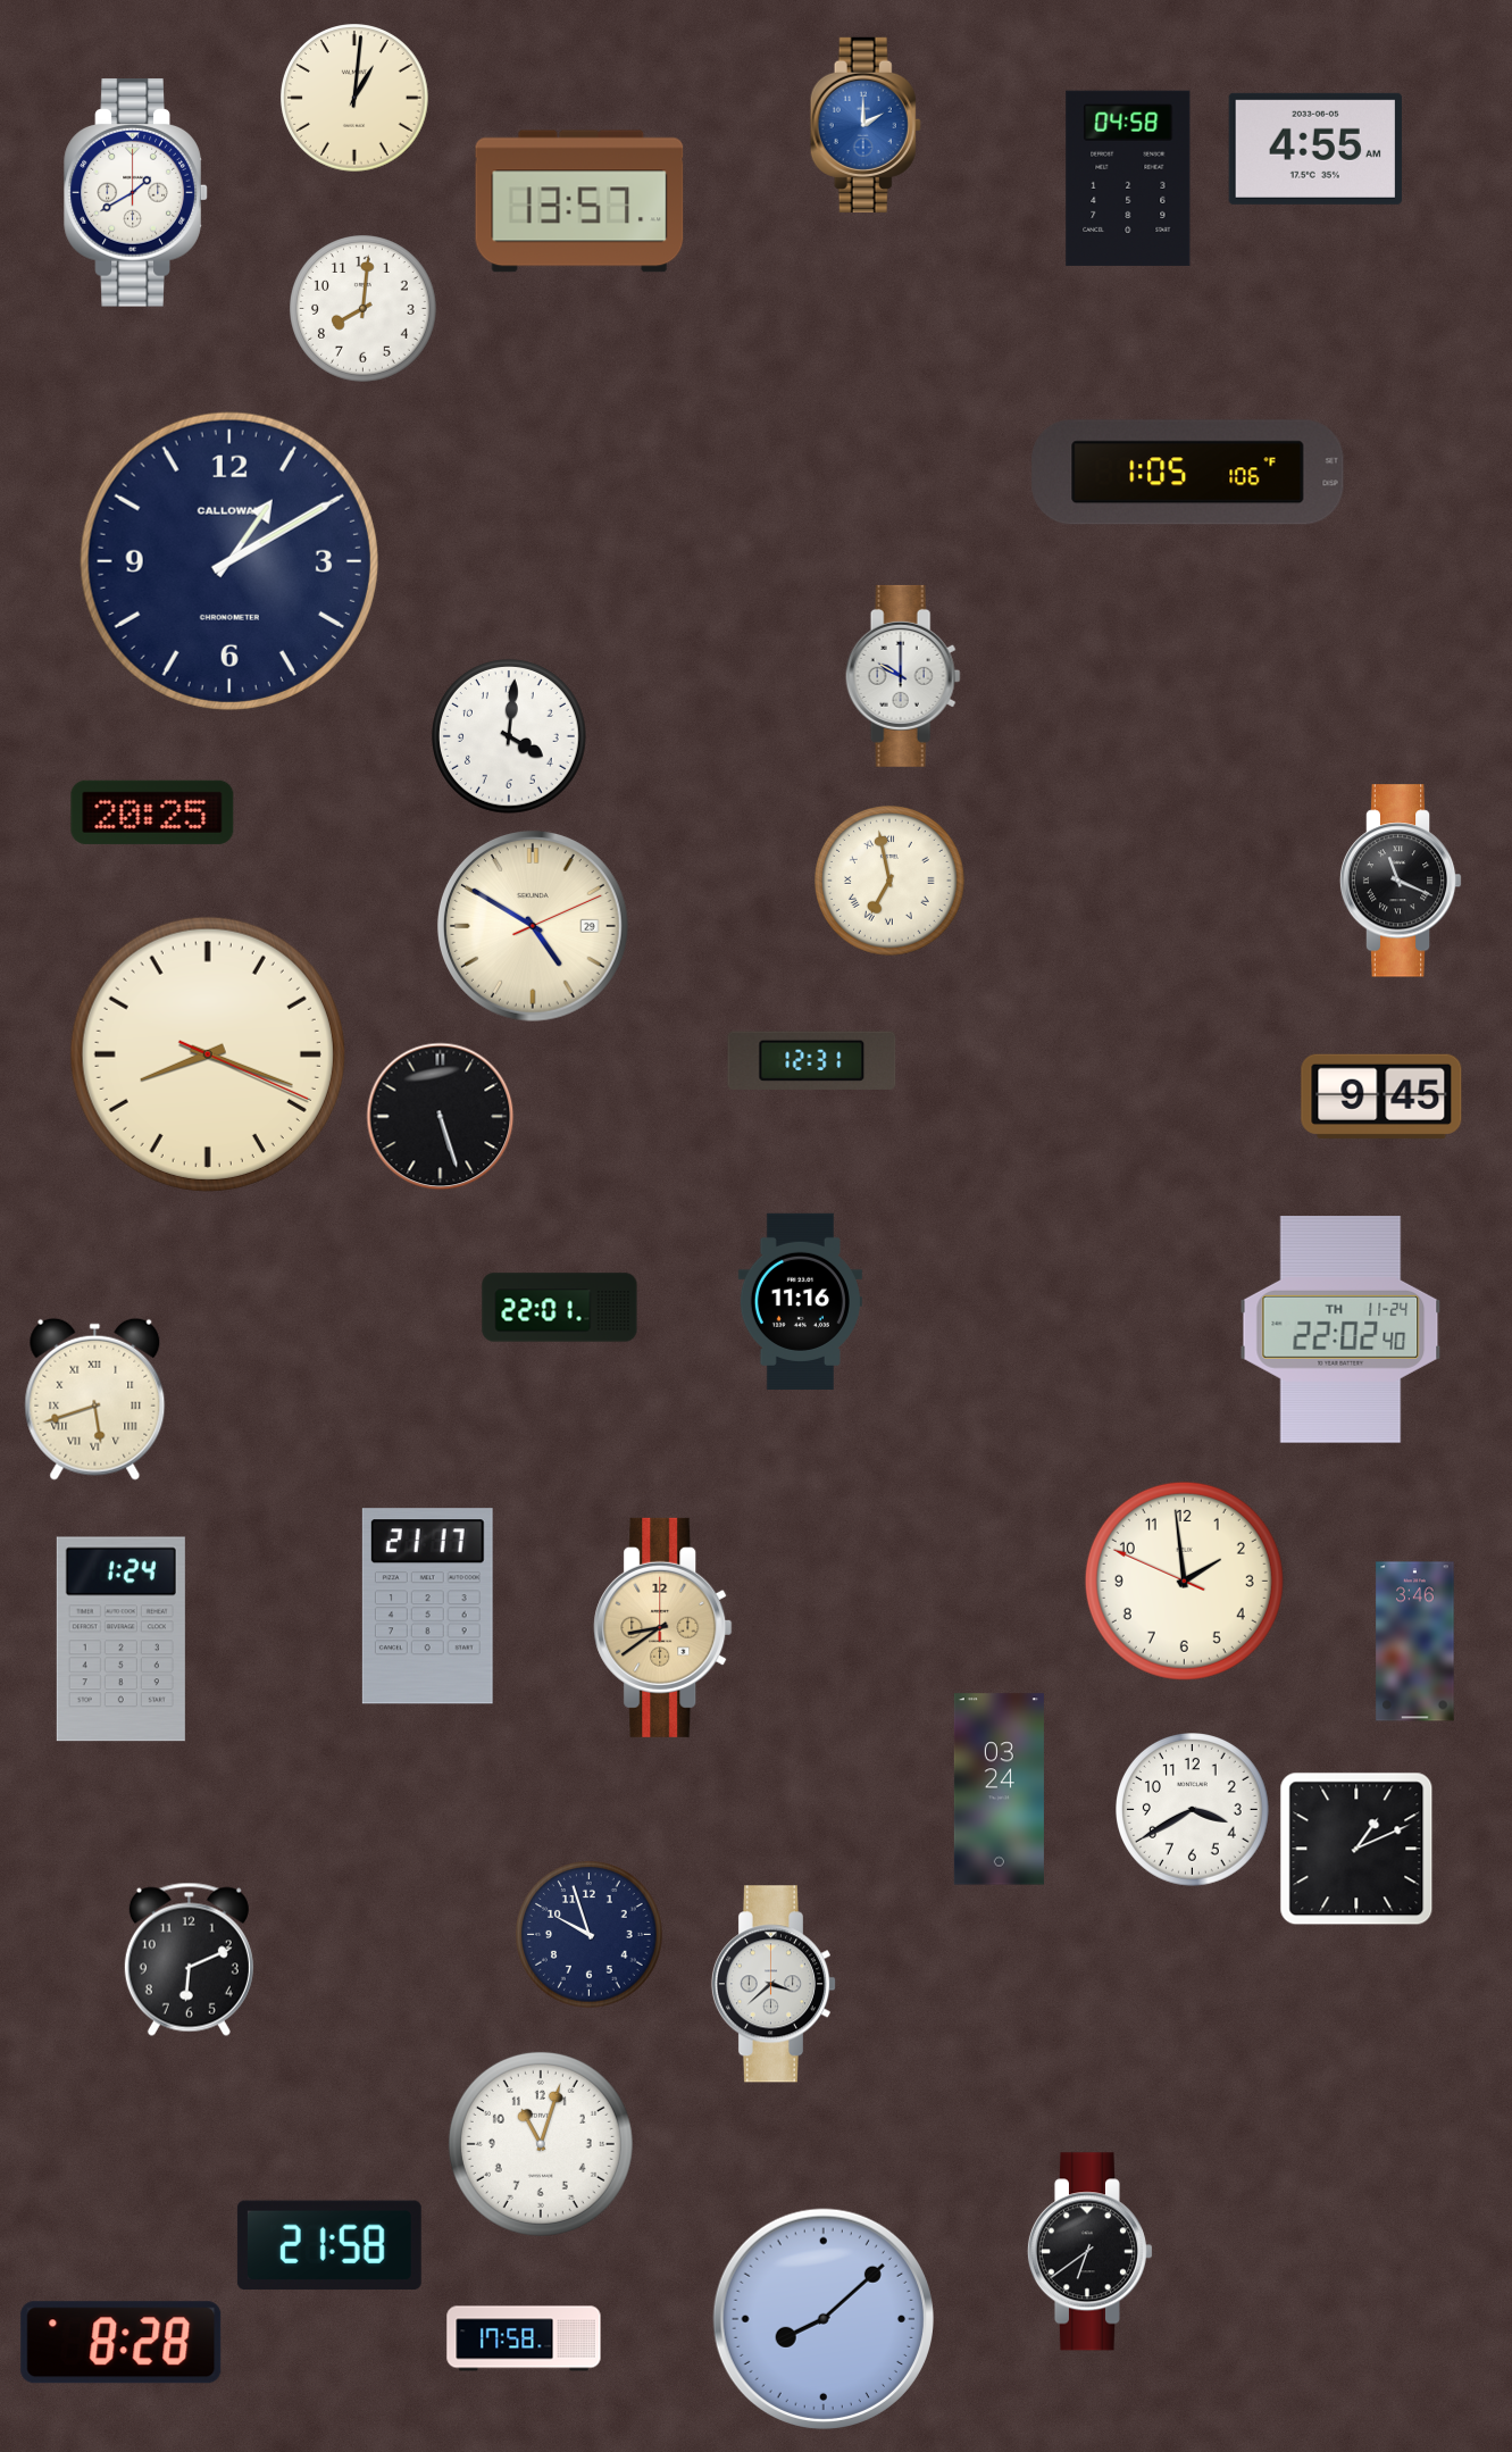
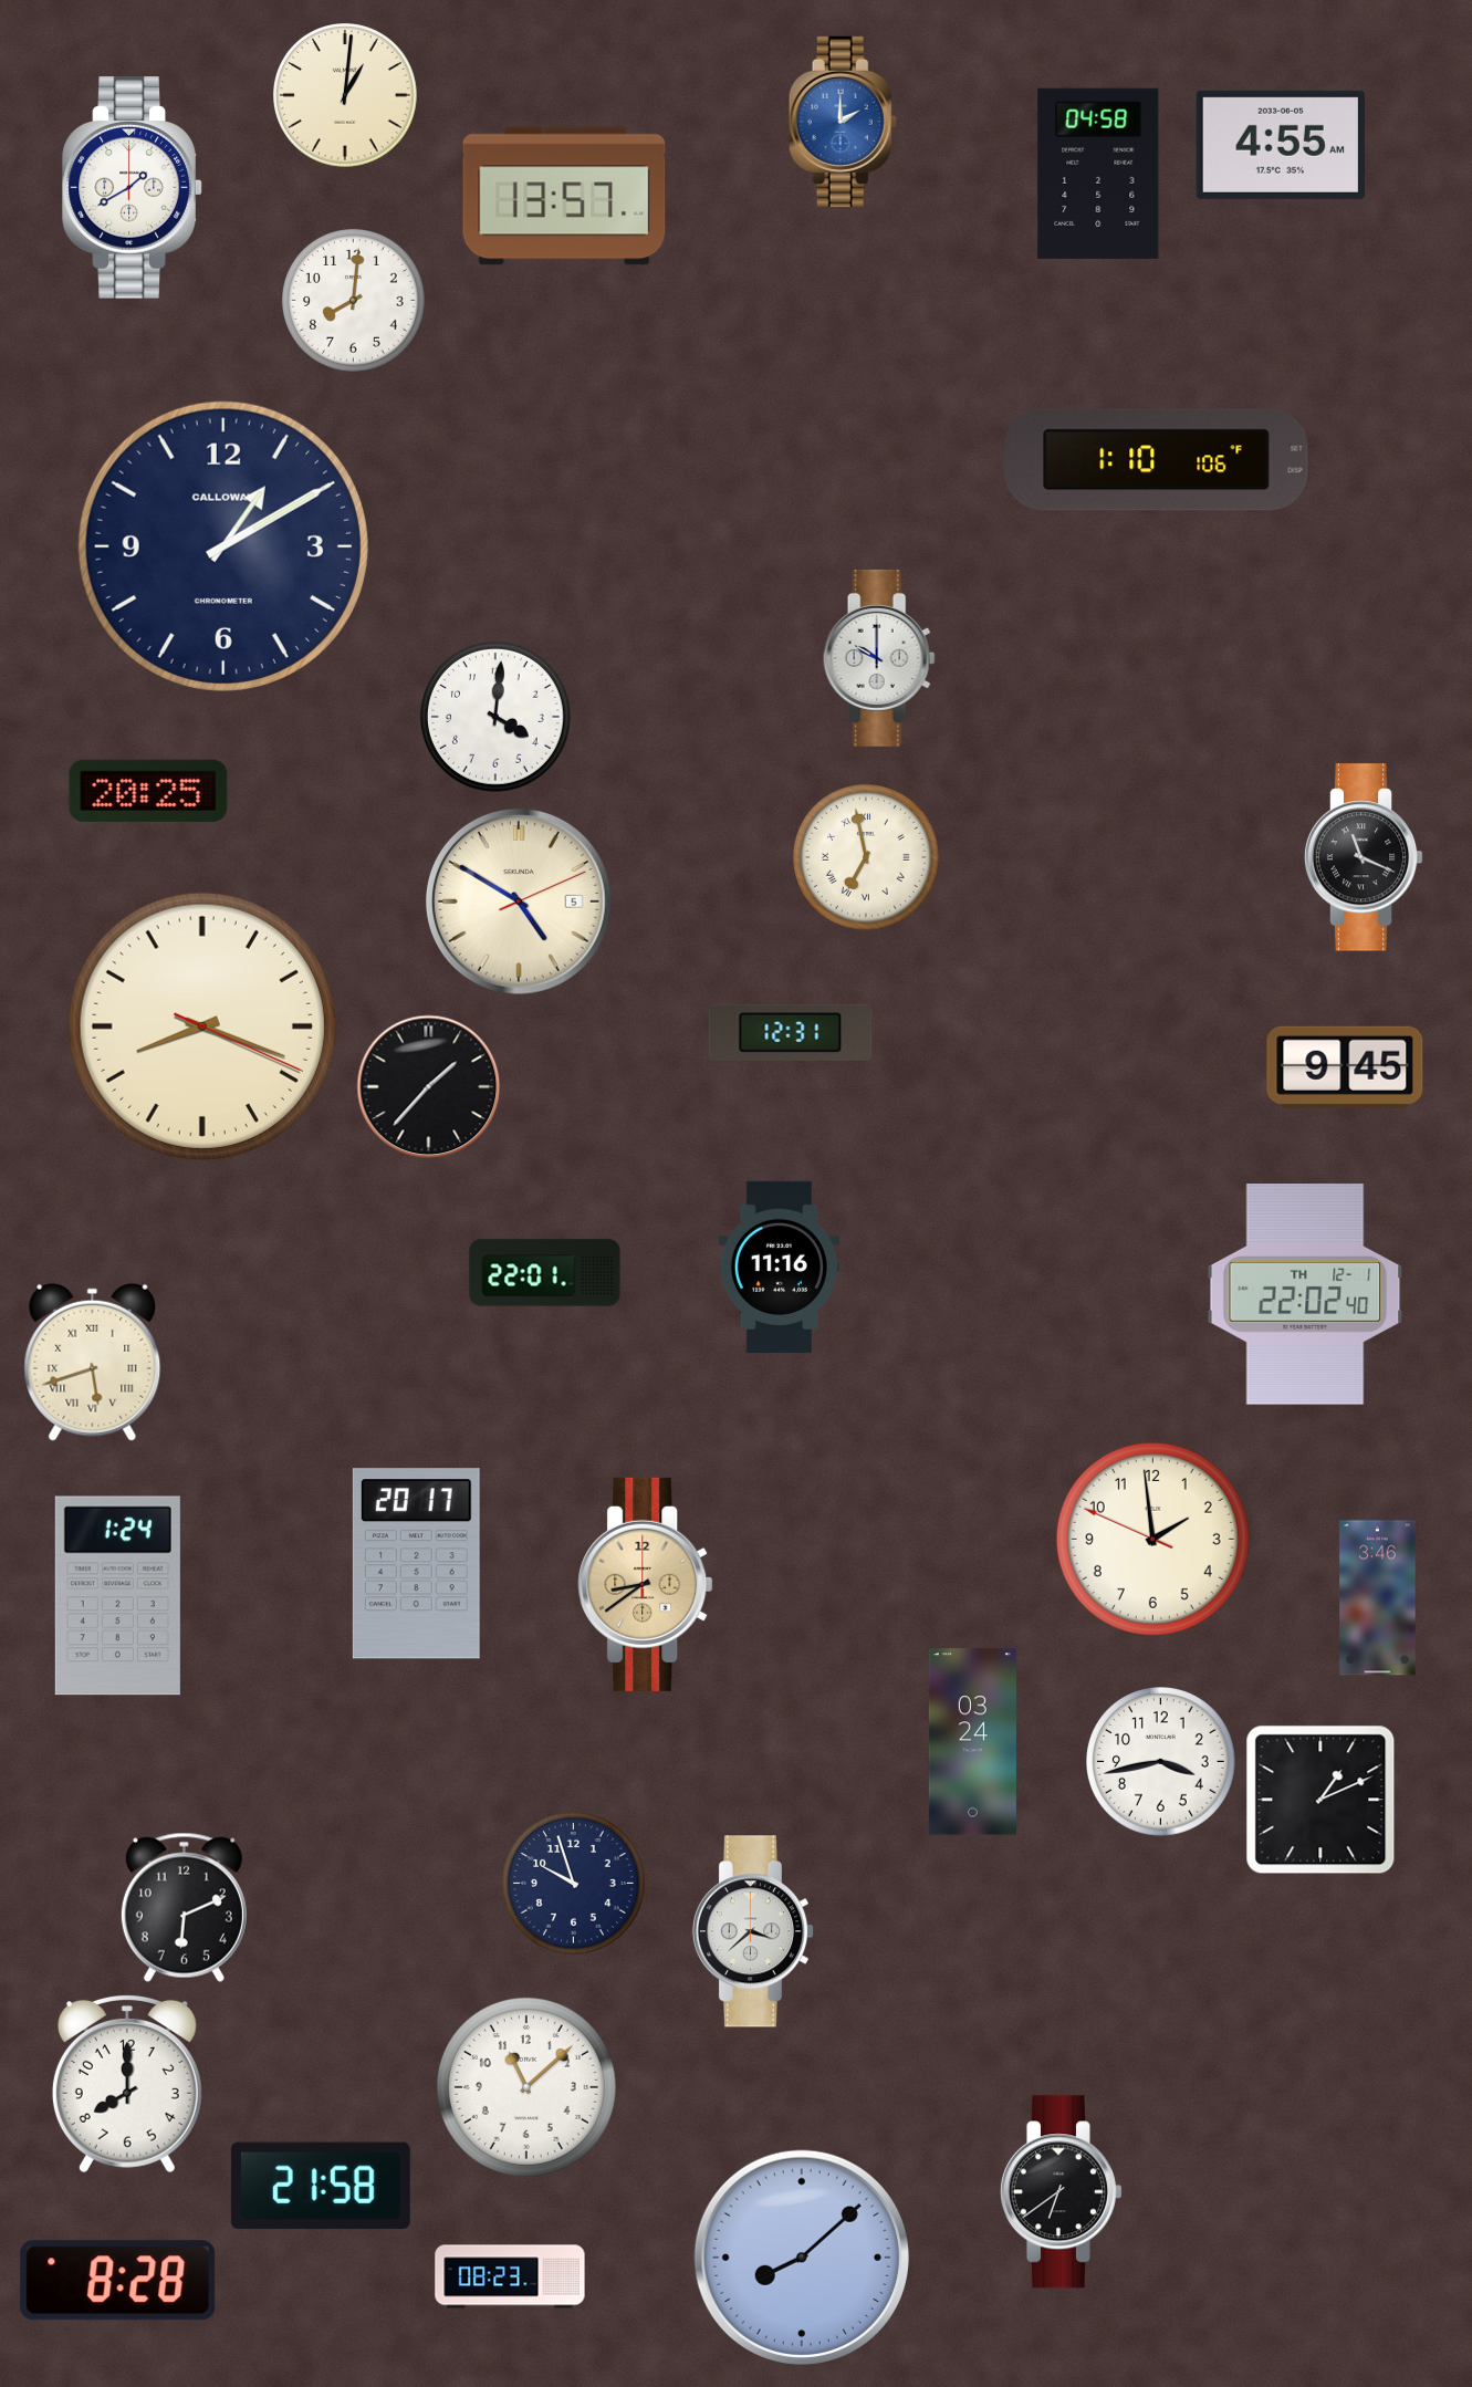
clock at (1188, 473): 1:05 -> 1:10
clock at (533, 926) date: 29 -> 5
clock at (441, 1117): 5:27 -> 1:37
clock at (1340, 1331) date: TH 11-24 -> TH 12-1
clock at (427, 1607): 21:17 -> 20:17
clock at (1193, 1810): 3:40 -> 3:43
clock at (127, 2084): none -> 8:00
clock at (541, 2144): 11:03 -> 11:08
clock at (524, 2338): 17:58 -> 08:23
